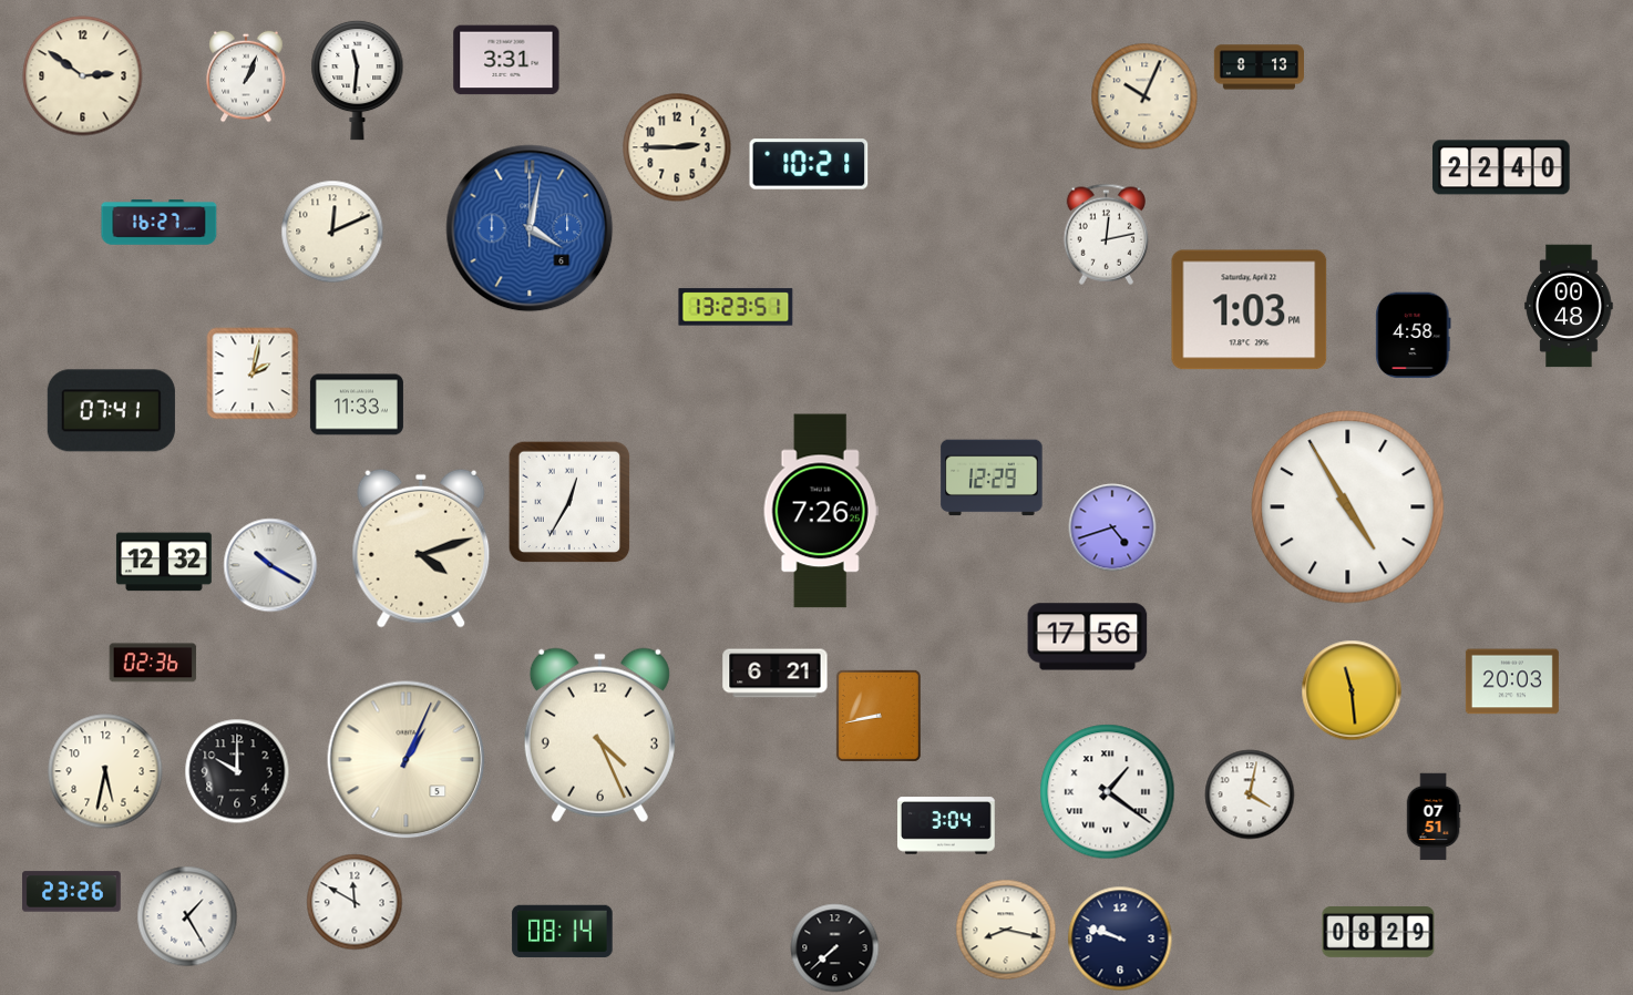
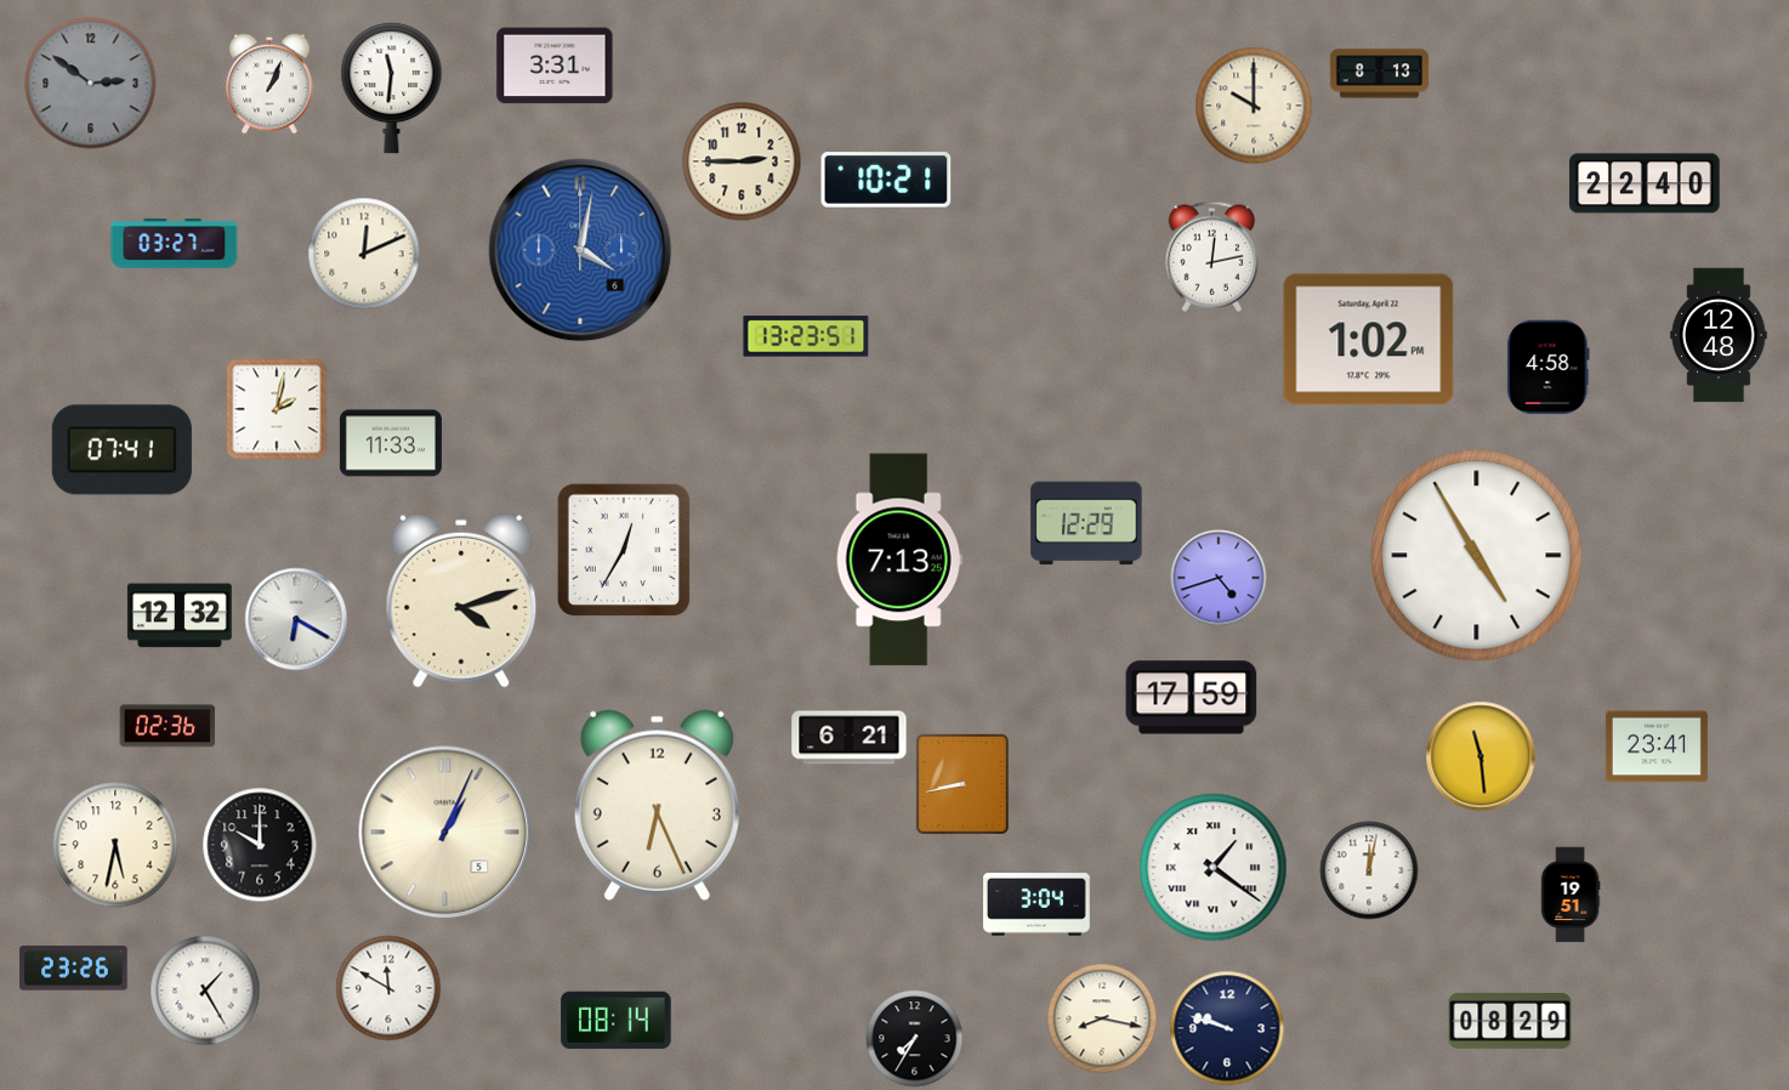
clock at (83, 76) dial: cream -> grey
clock at (1144, 96): 10:04 -> 10:00
clock at (160, 223): 16:27 -> 03:27
clock at (1569, 306): 00:48 -> 12:48
clock at (1250, 310): 1:03 -> 1:02
clock at (821, 511): 7:26 -> 7:13
clock at (270, 565): 10:20 -> 6:20
clock at (1088, 637): 17:56 -> 17:59
clock at (1512, 681): 20:03 -> 23:41
clock at (599, 735): 4:26 -> 6:26
clock at (1250, 794): 4:02 -> 12:02
clock at (1434, 817): 07:51 -> 19:51
clock at (72, 892) position: (72, 892) -> (74, 969)
clock at (187, 916) position: (187, 916) -> (205, 990)
clock at (835, 948): 7:38 -> 7:35
